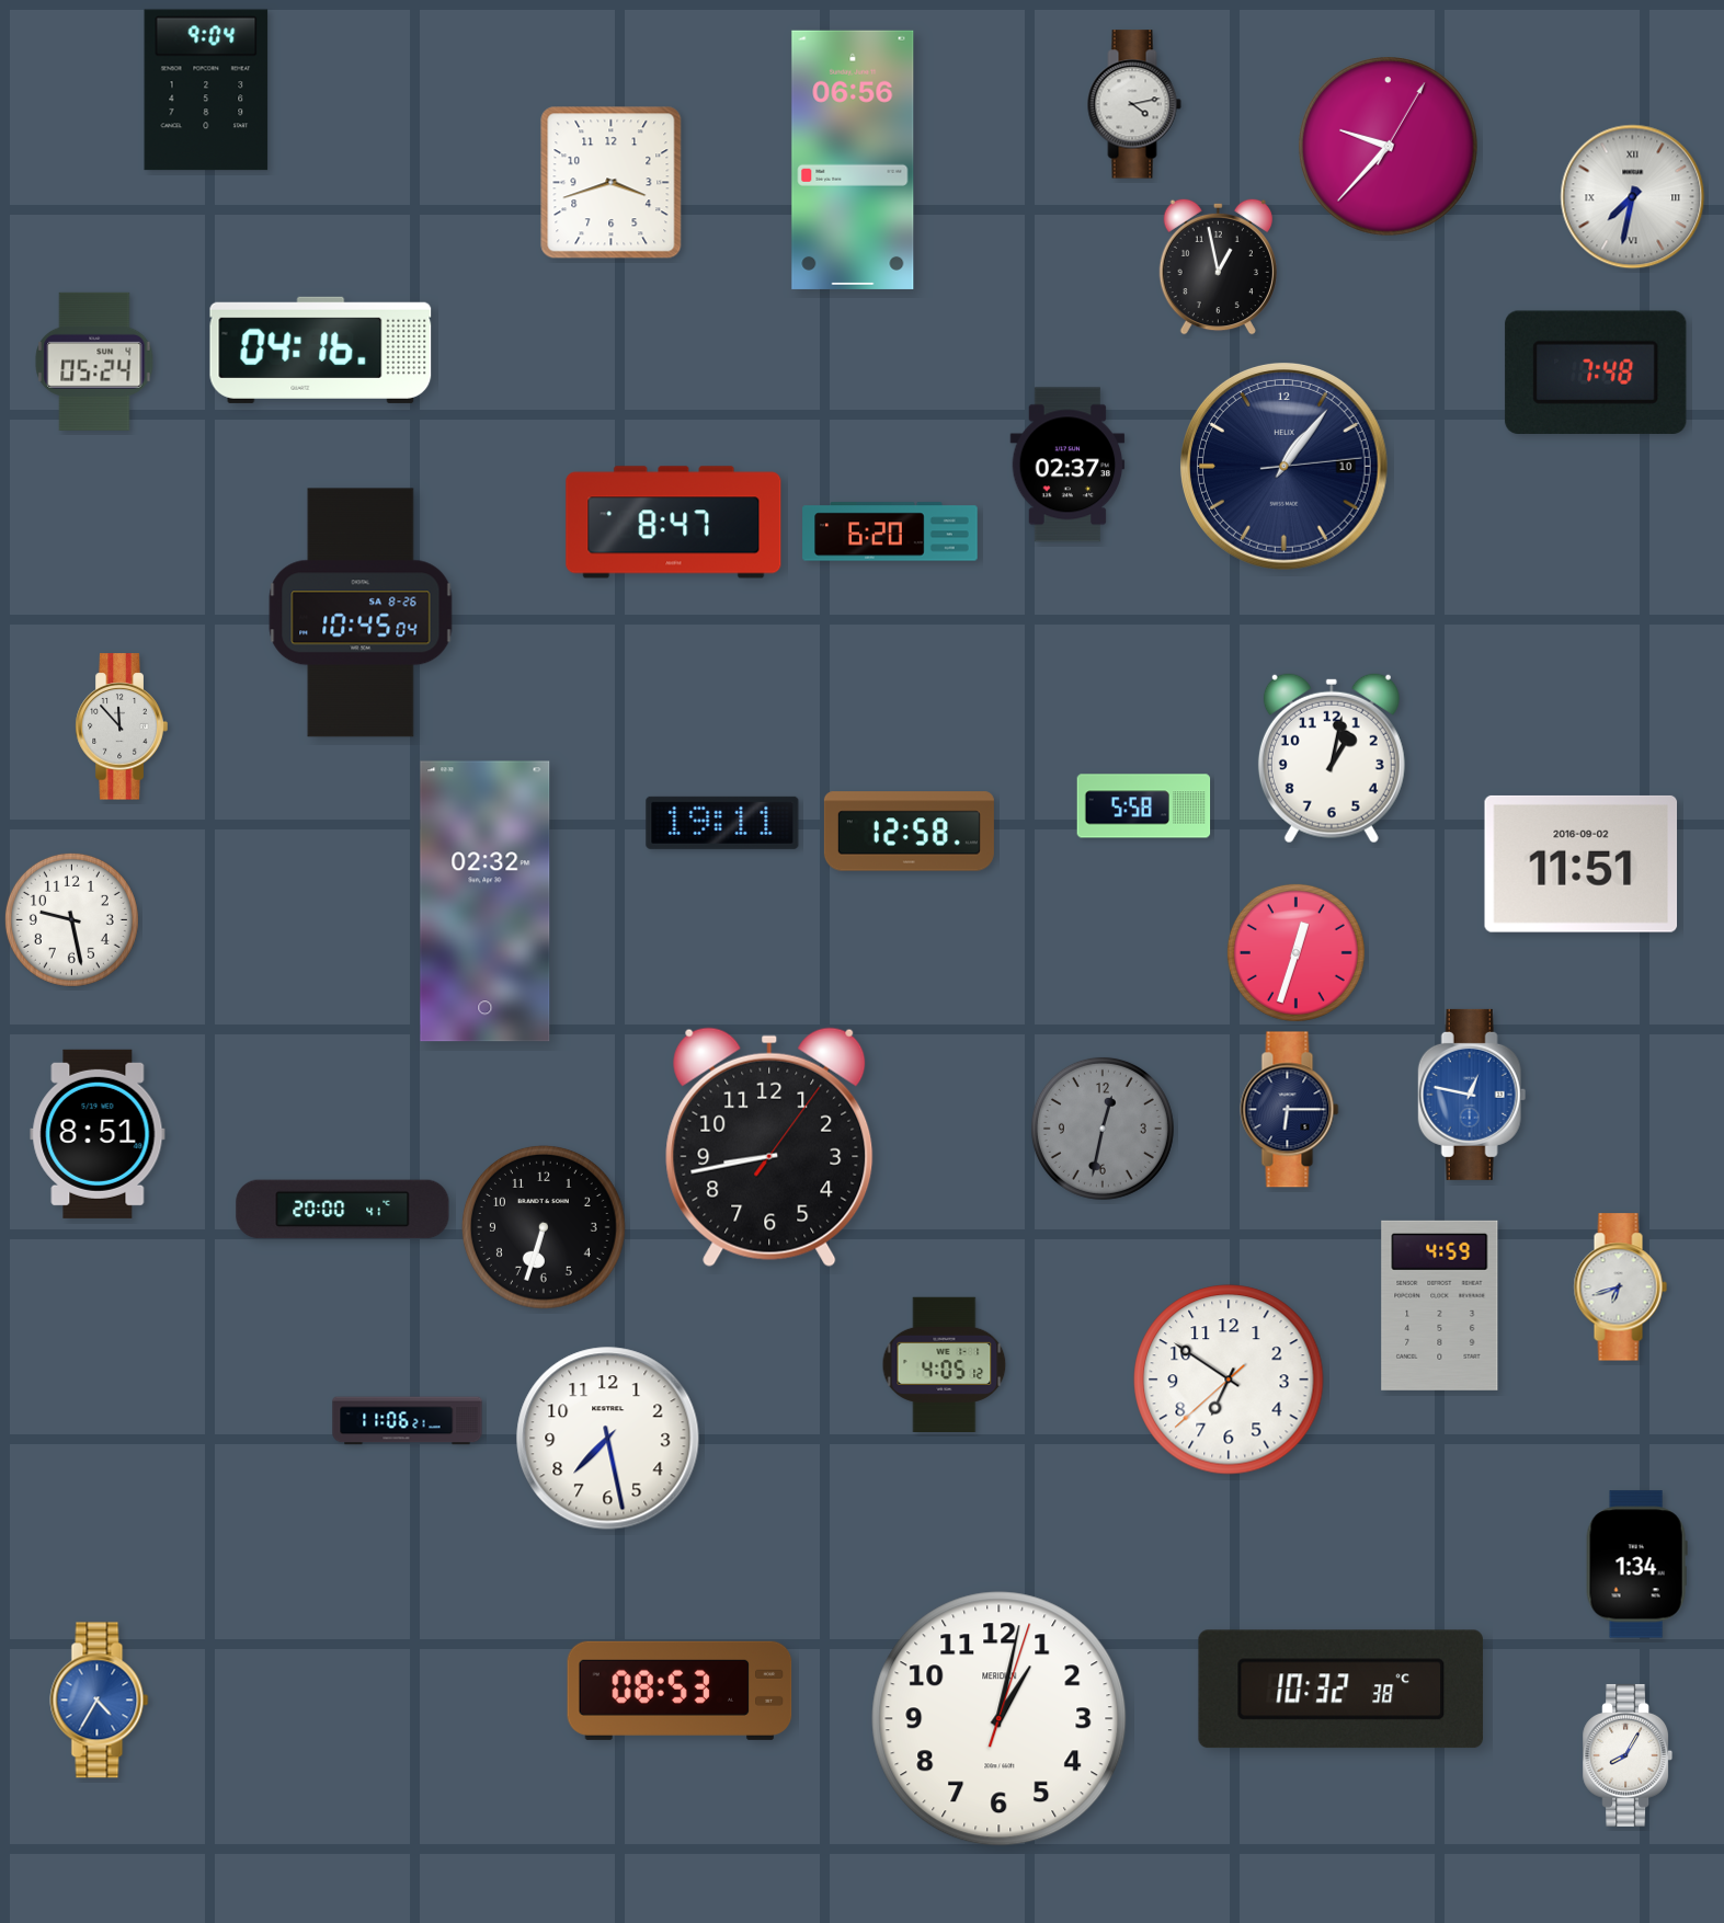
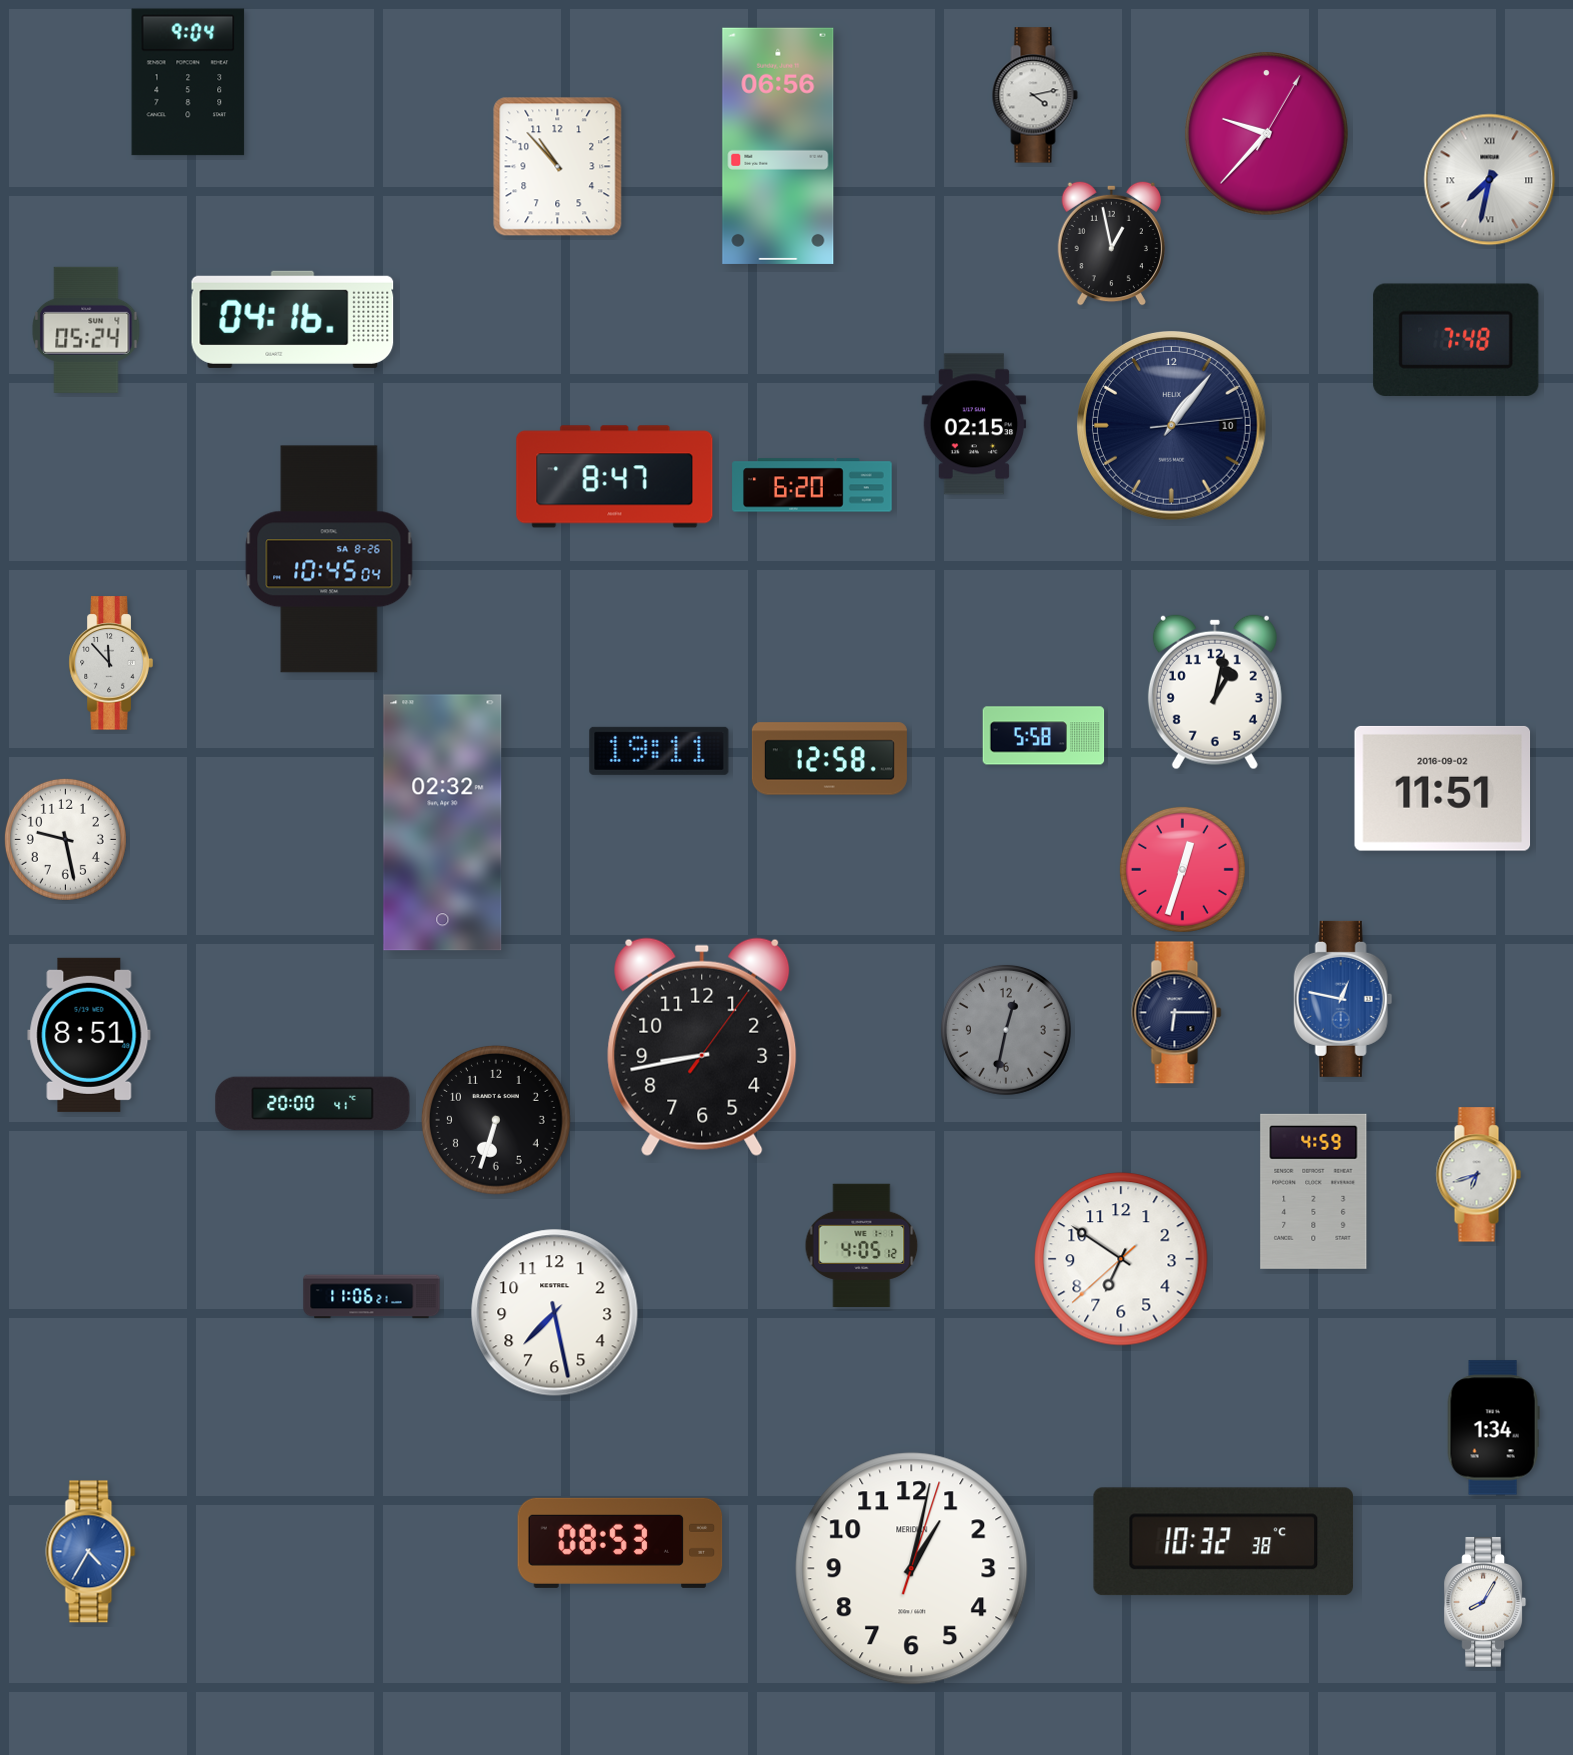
clock at (612, 183): 3:42 -> 10:53
clock at (1067, 465): 02:37 -> 02:15
